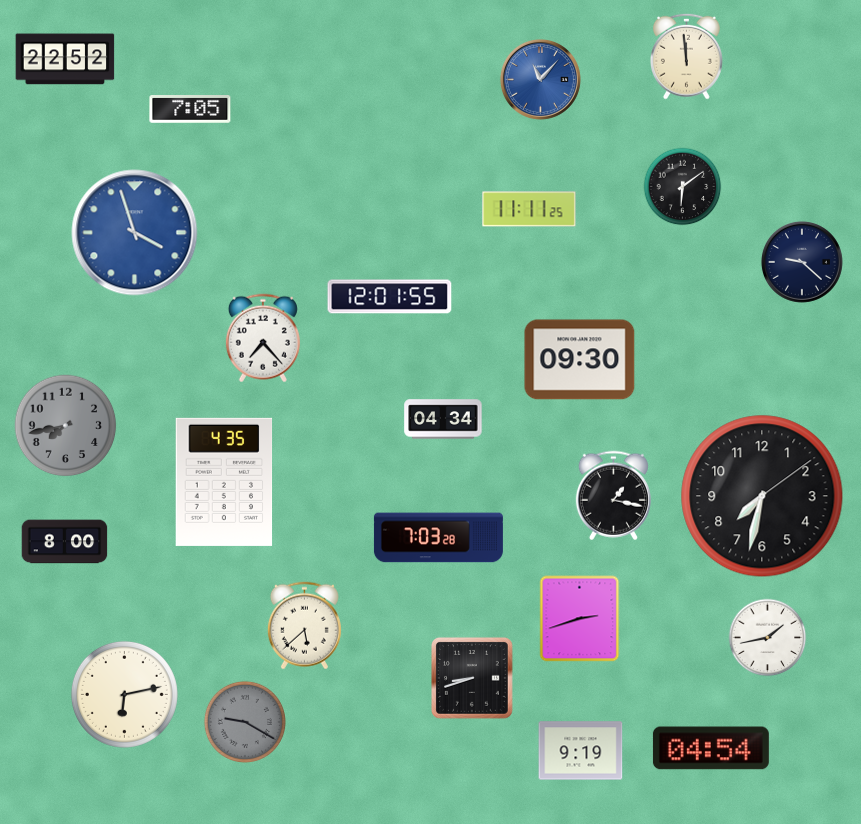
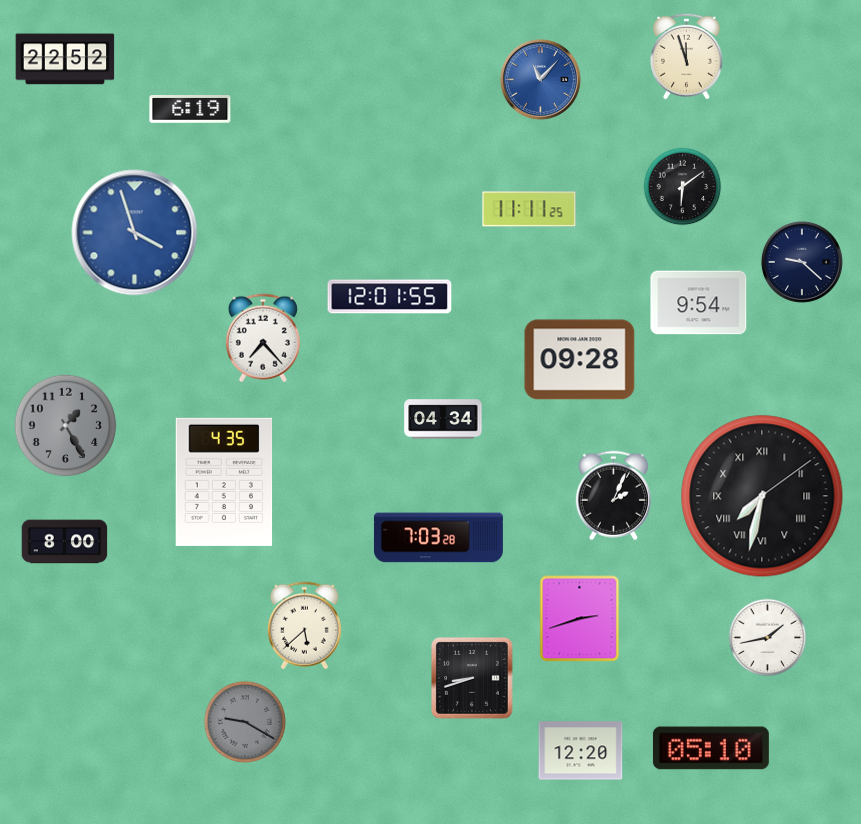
clock at (686, 56): 11:59 -> 11:57
clock at (190, 110): 7:05 -> 6:19
clock at (699, 303): none -> 9:54
clock at (580, 360): 09:30 -> 09:28
clock at (66, 426): 7:43 -> 1:25
clock at (613, 496): 1:17 -> 2:04
clock at (762, 496) numerals: Arabic -> Roman
clock at (124, 694): 6:13 -> none
clock at (711, 748): 04:54 -> 05:10
clock at (581, 751): 9:19 -> 12:20
